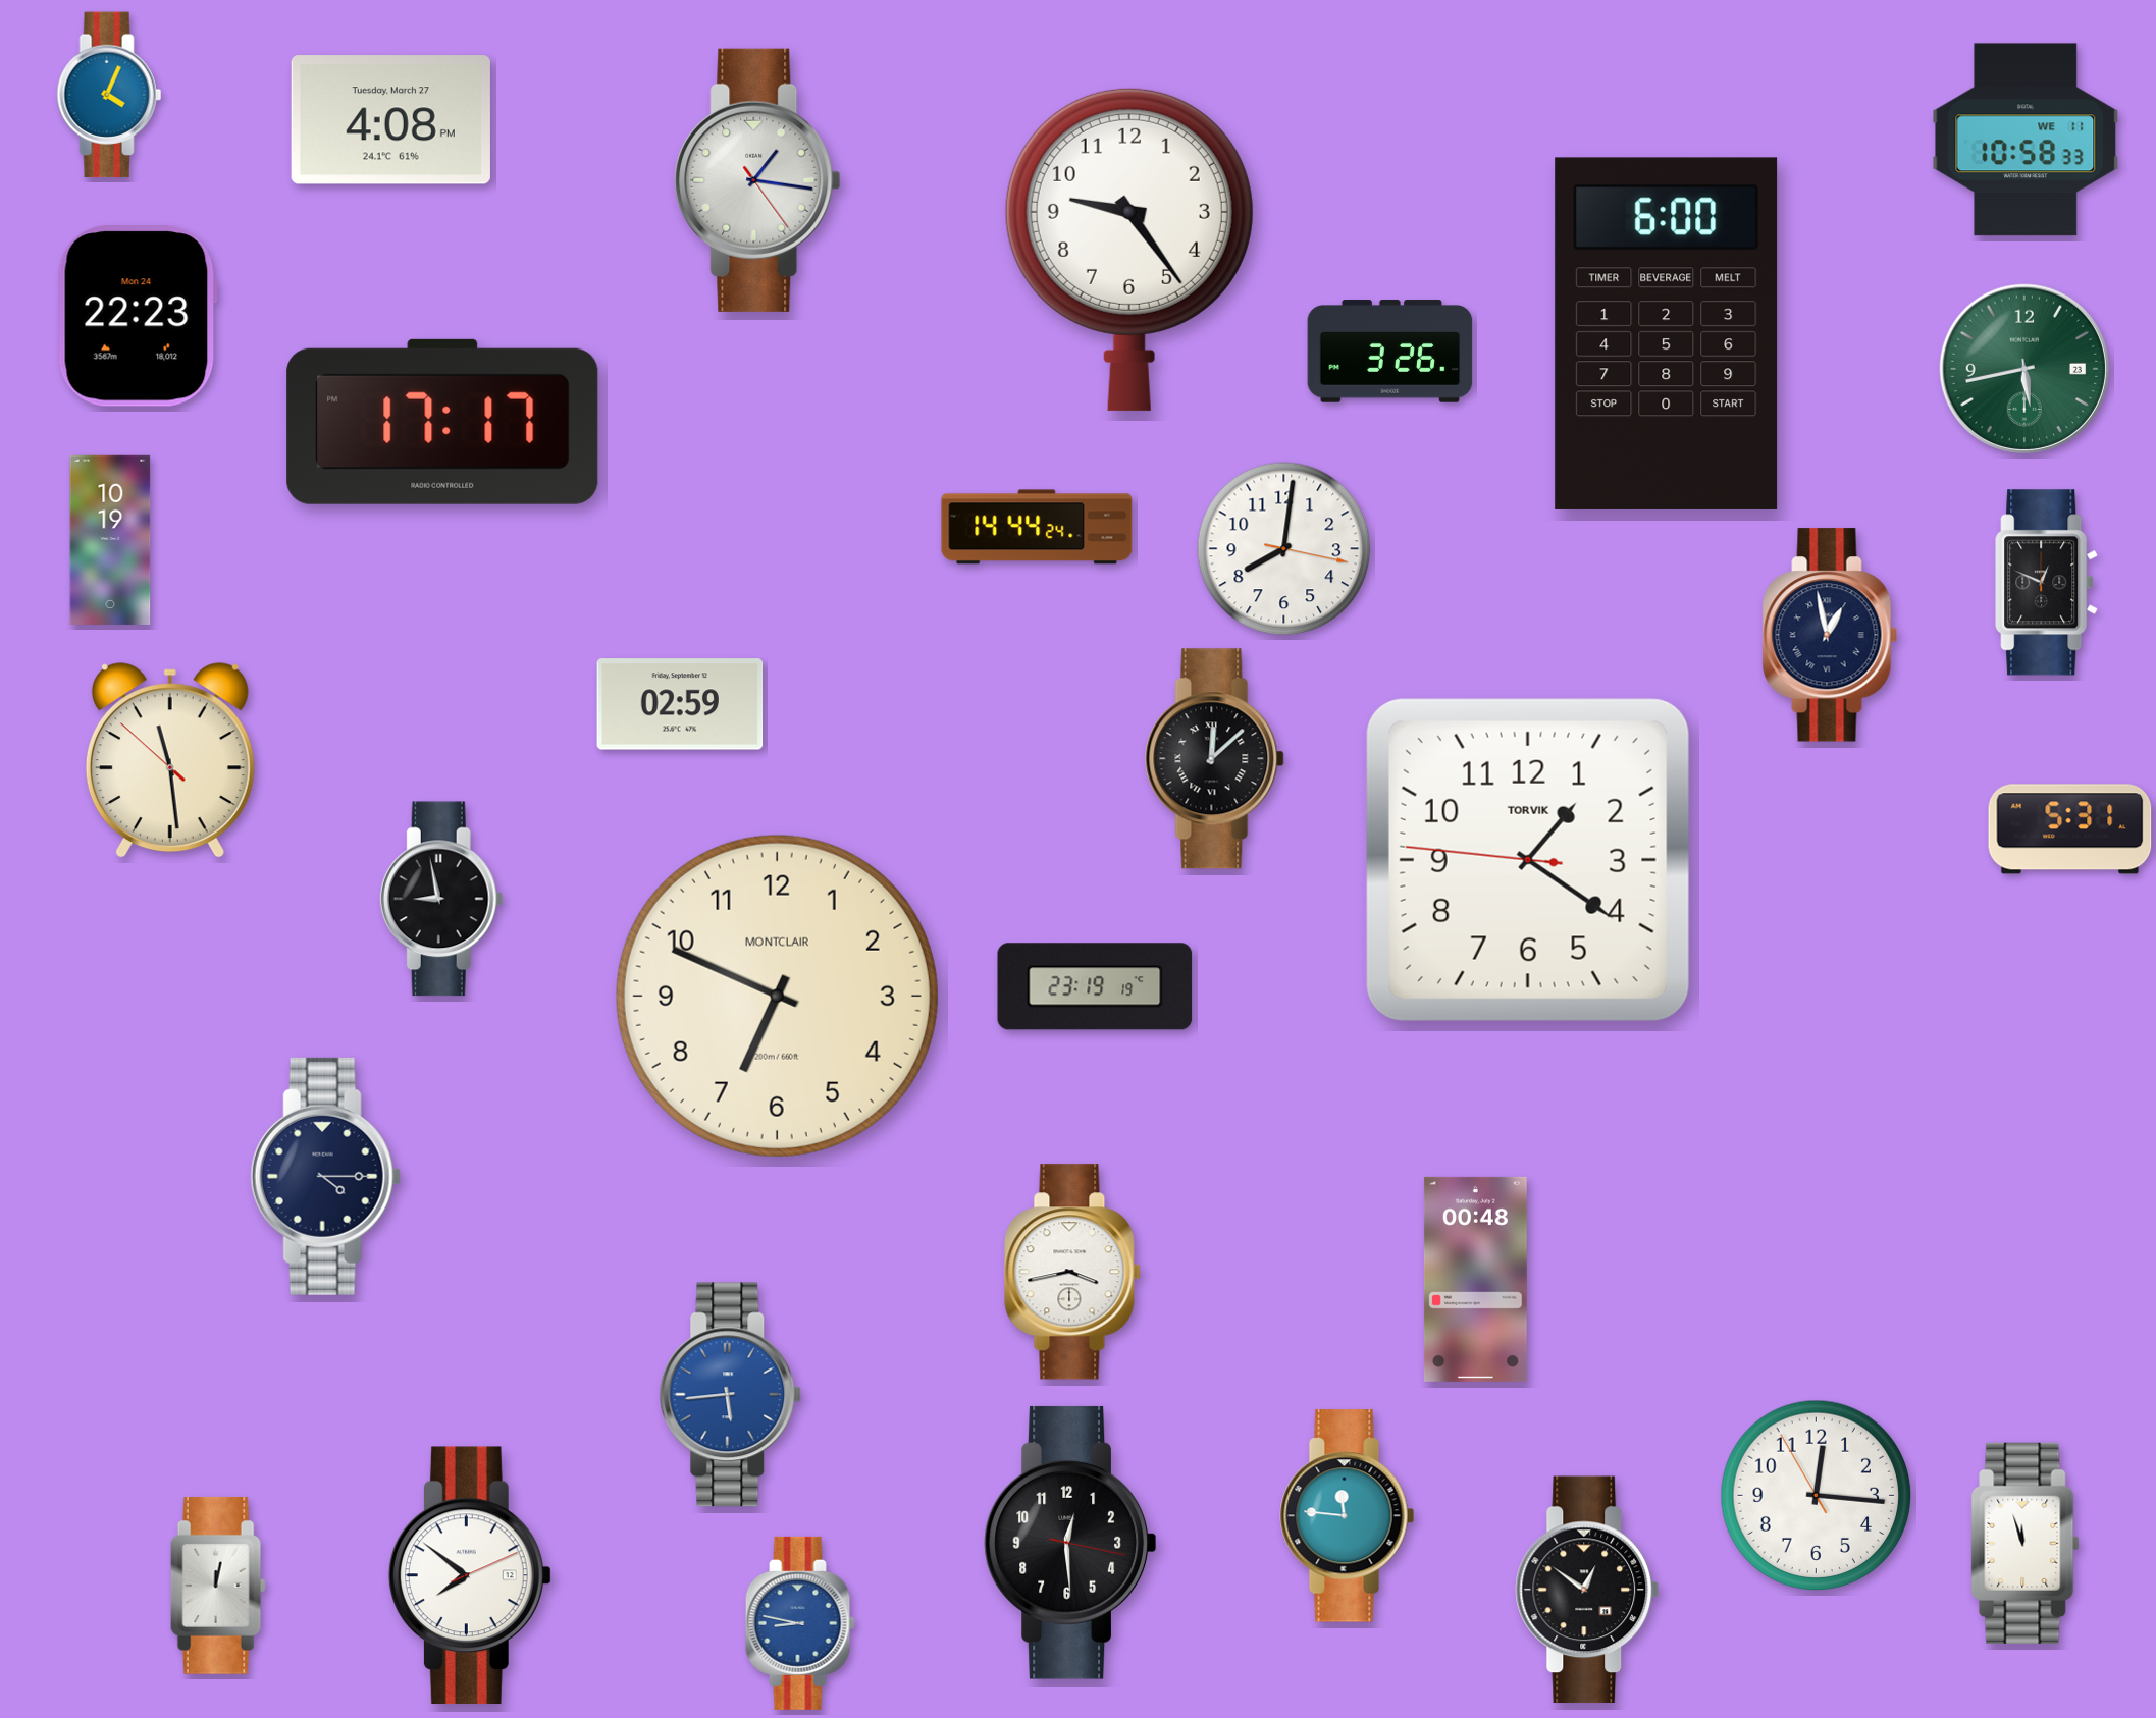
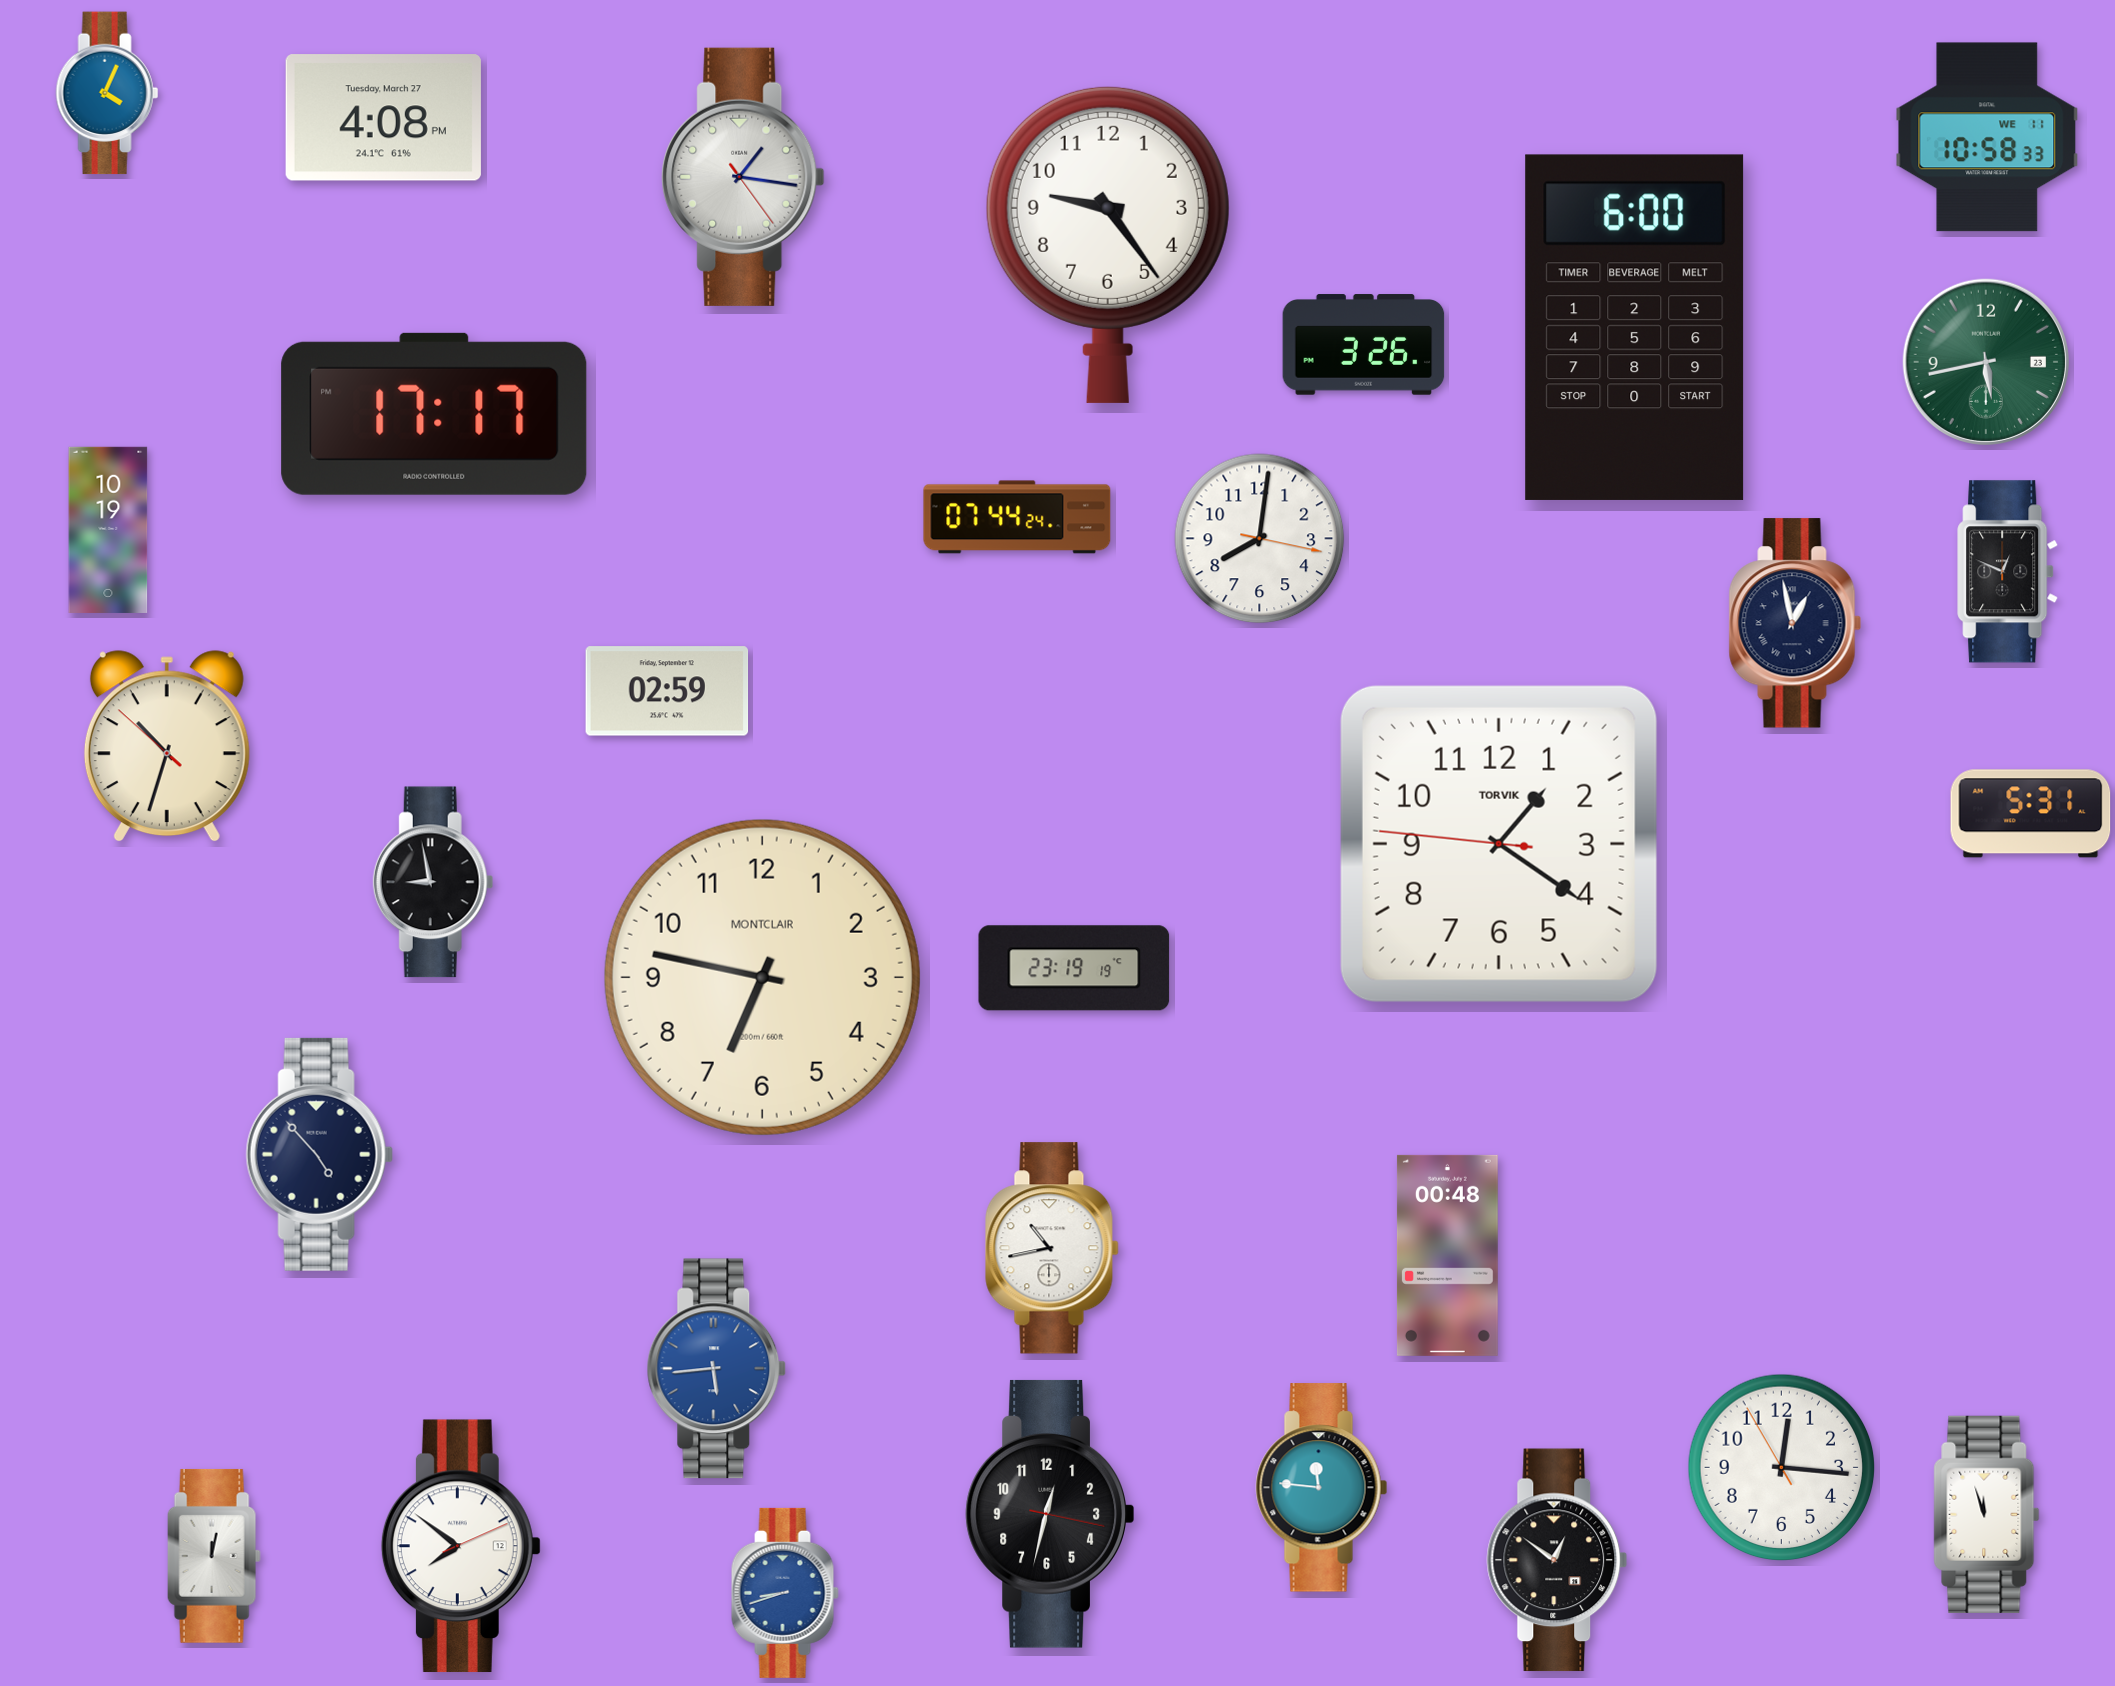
clock at (138, 317): 22:23 -> none
clock at (1037, 527): 14:44 -> 07:44
clock at (1215, 759): 12:08 -> none
clock at (170, 761): 11:28 -> 10:32
clock at (777, 996): 6:49 -> 6:47
clock at (325, 1176): 4:15 -> 4:53
clock at (1072, 1272): 3:43 -> 10:43
clock at (1070, 1543): 12:29 -> 12:32
clock at (800, 1623): 8:47 -> 8:42
